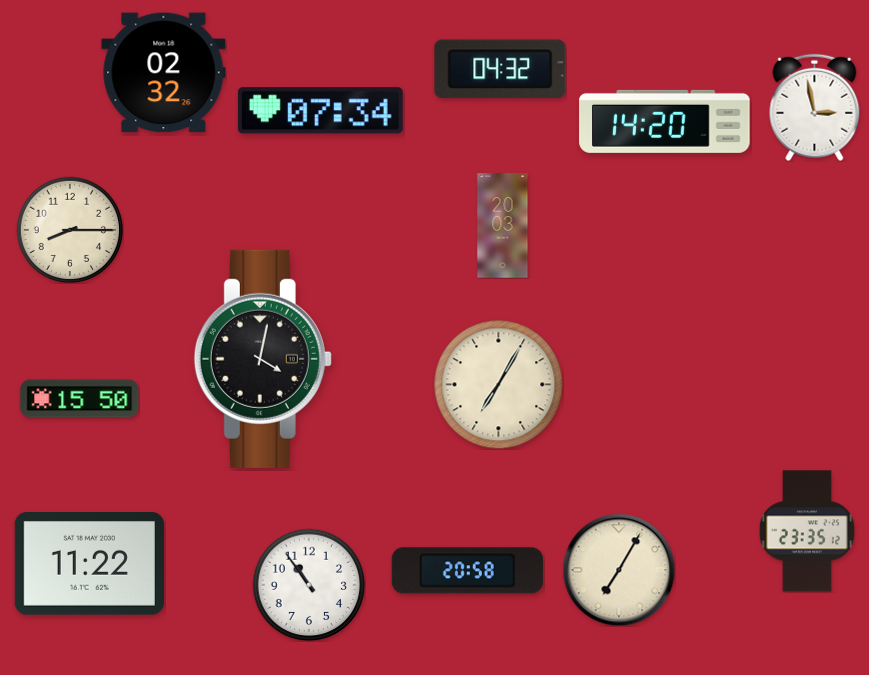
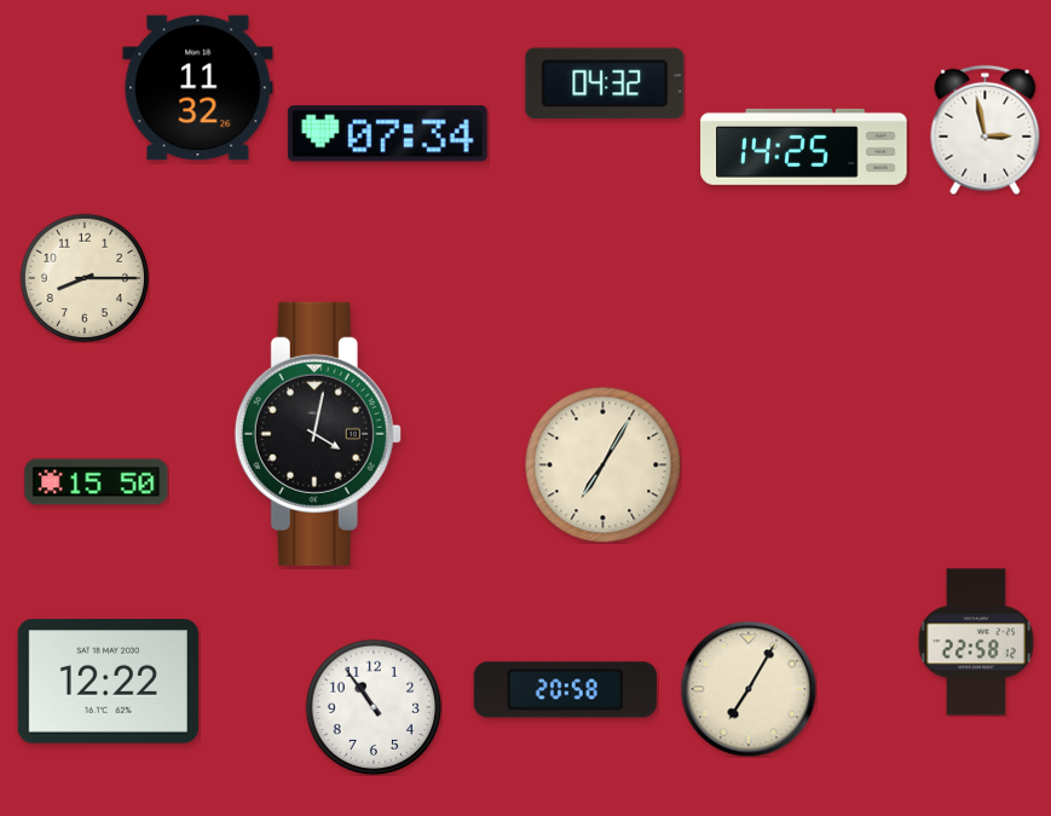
clock at (164, 73): 02:32 -> 11:32
clock at (665, 121): 14:20 -> 14:25
clock at (503, 226): 20:03 -> none
clock at (807, 531): 23:35 -> 22:58
clock at (89, 564): 11:22 -> 12:22
